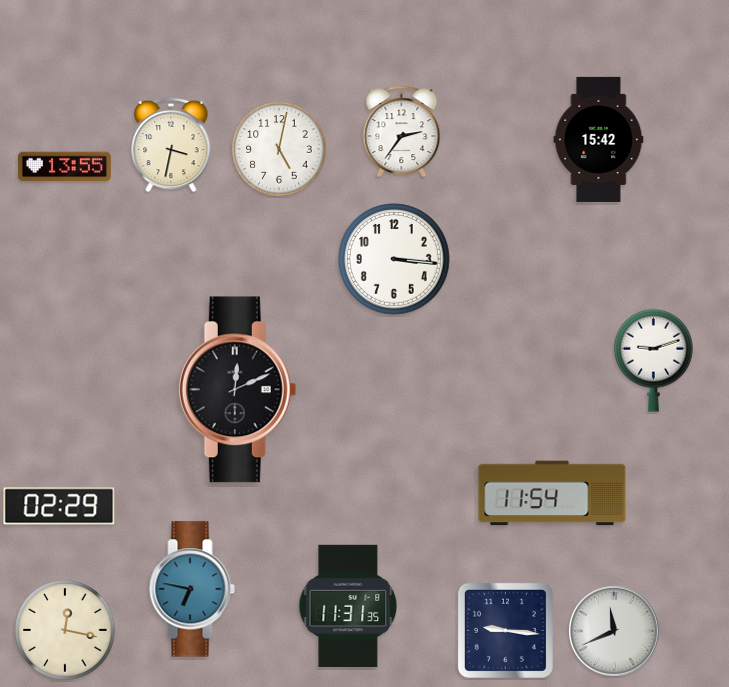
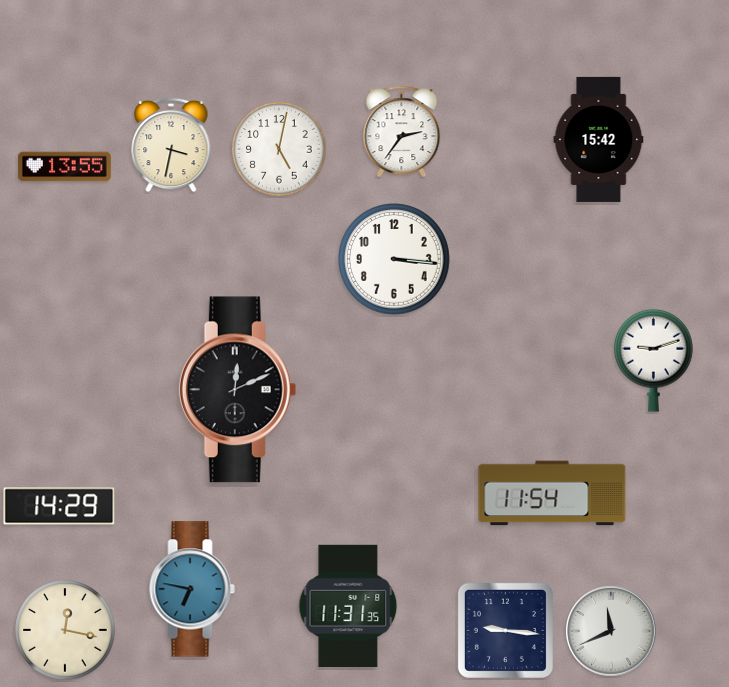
clock at (59, 506): 02:29 -> 14:29
clock at (614, 631) position: (614, 631) -> (611, 631)
